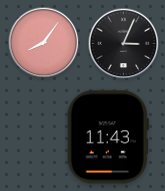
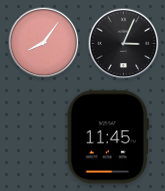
clock at (108, 137): 11:43 -> 11:45
